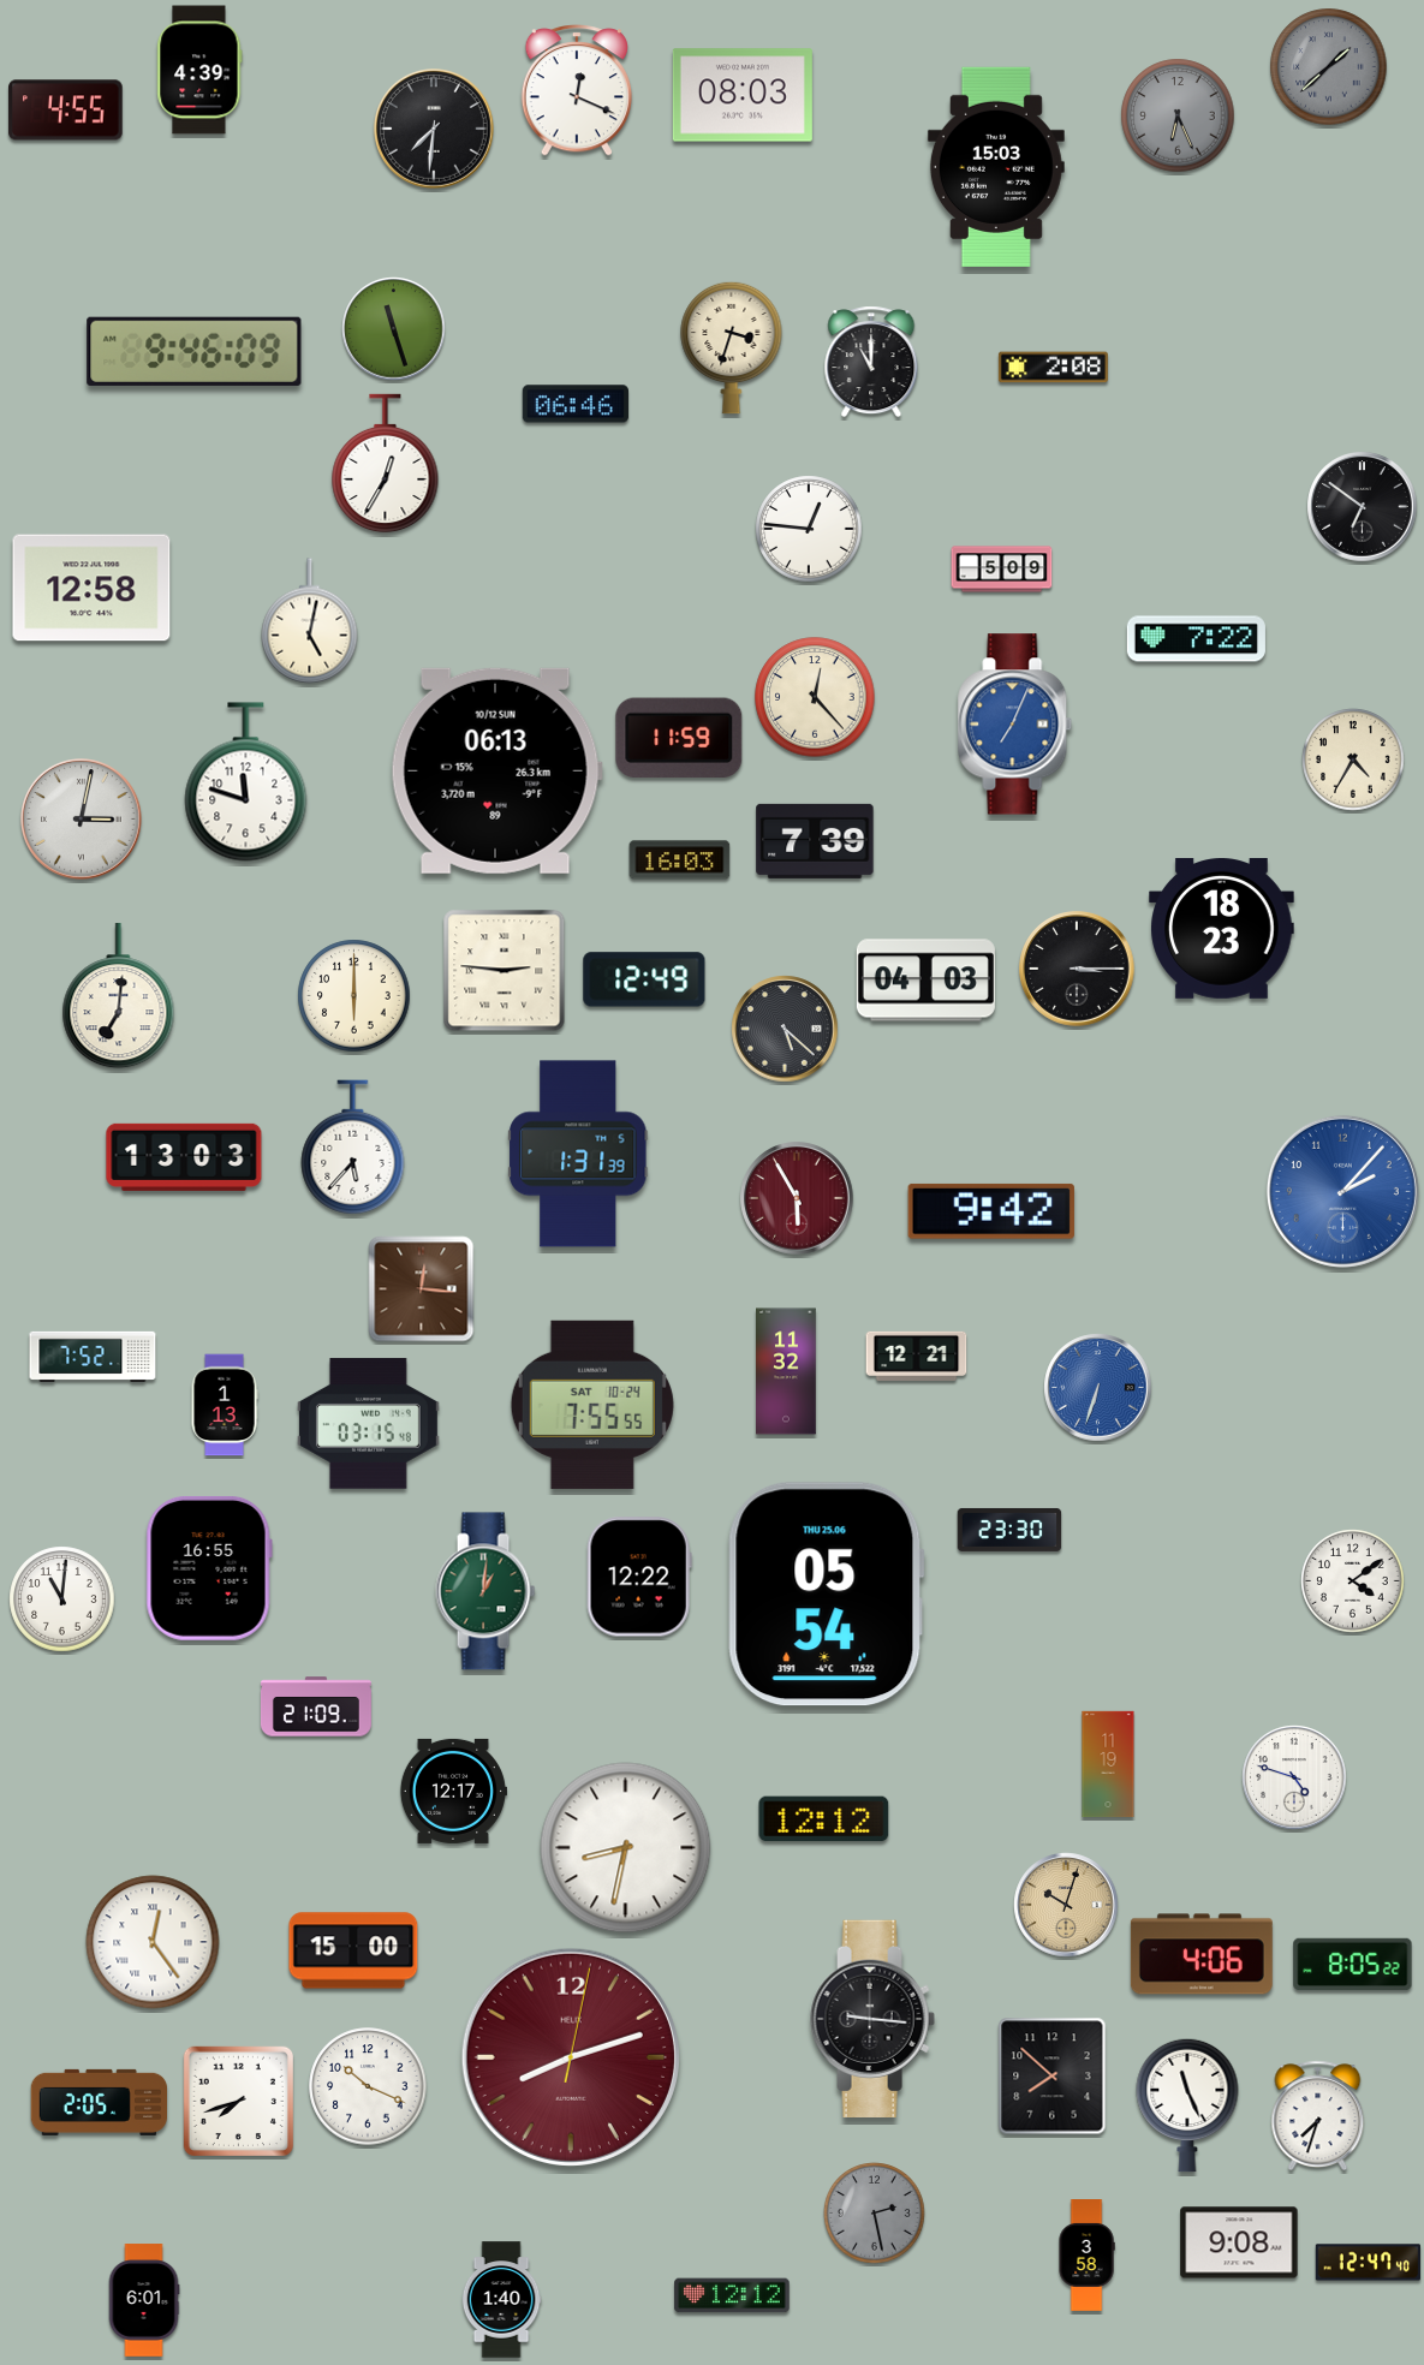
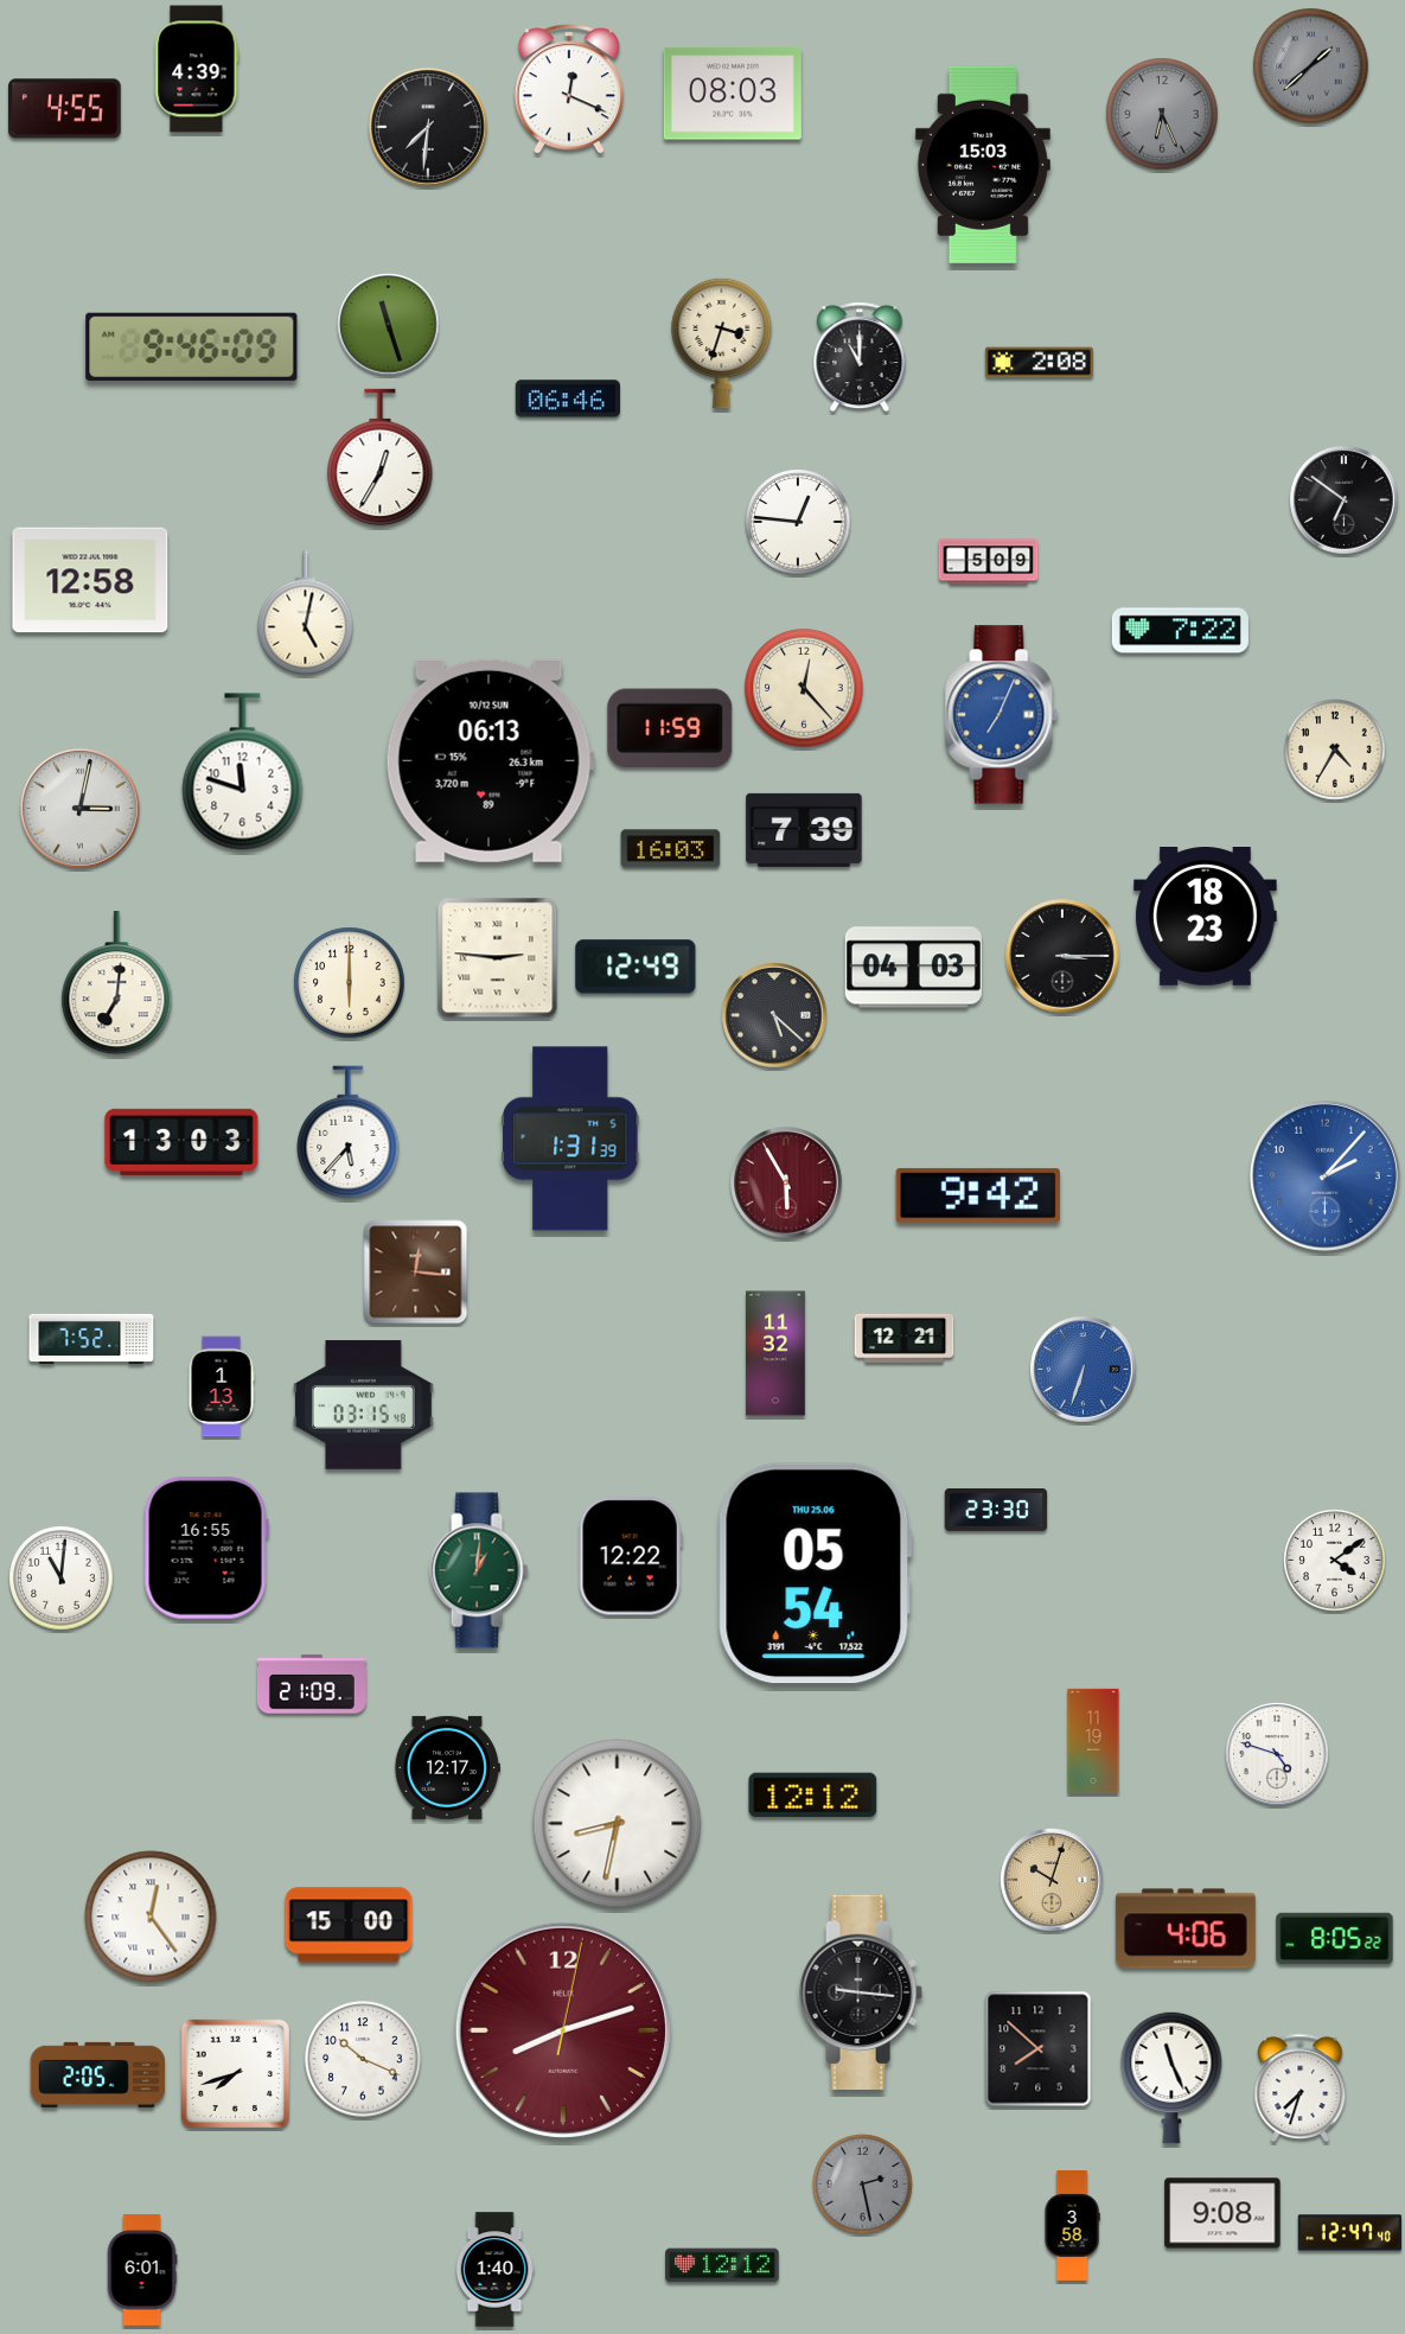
clock at (592, 1405): 7:55 -> none
